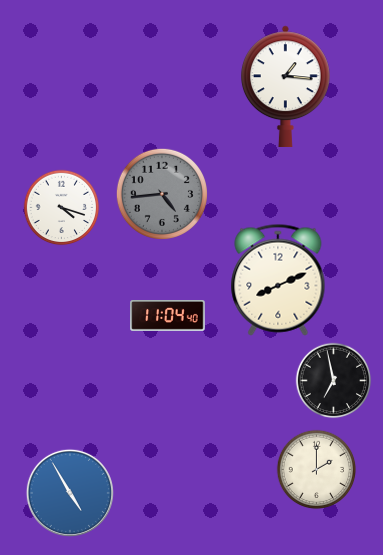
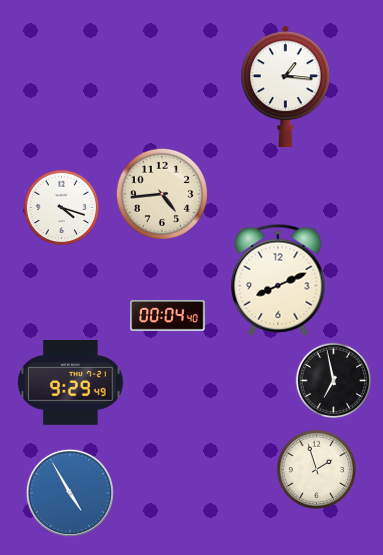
clock at (162, 194) dial: grey -> cream
clock at (168, 316): 11:04 -> 00:04
clock at (71, 383): none -> 9:29
clock at (317, 470): 2:00 -> 1:57
